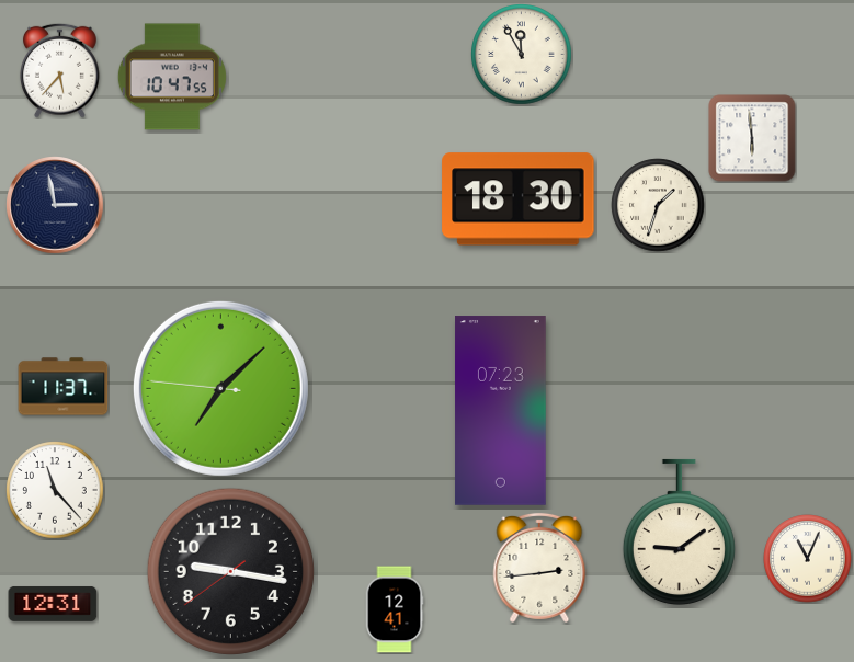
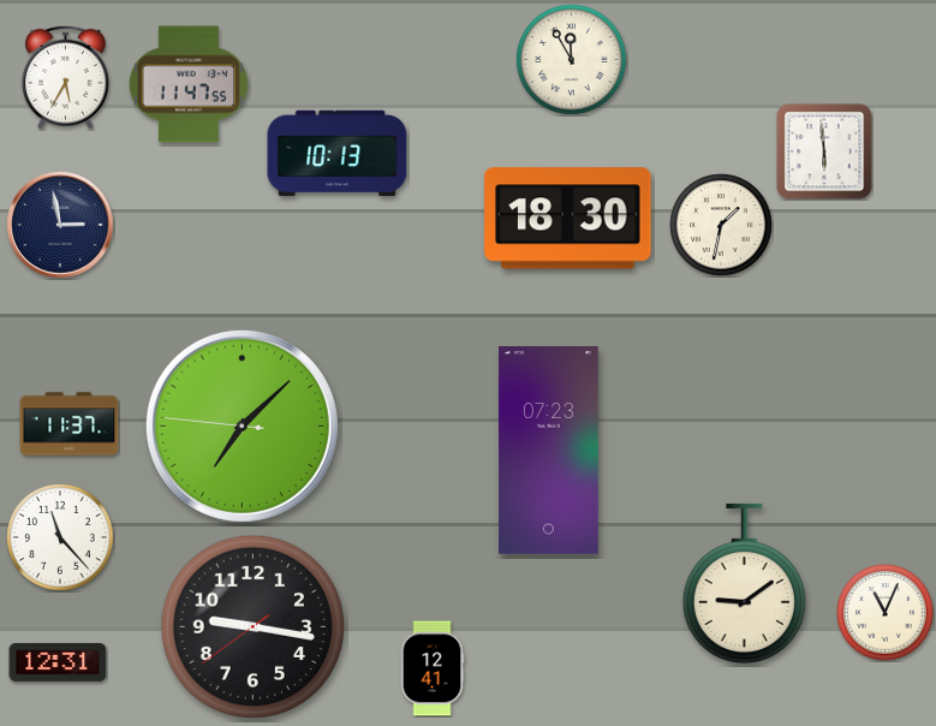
clock at (59, 70): 5:37 -> 5:35
clock at (172, 77): 10:47 -> 11:47
clock at (338, 154): none -> 10:13
clock at (658, 205): 1:33 -> 1:32
clock at (539, 568): 2:44 -> none
